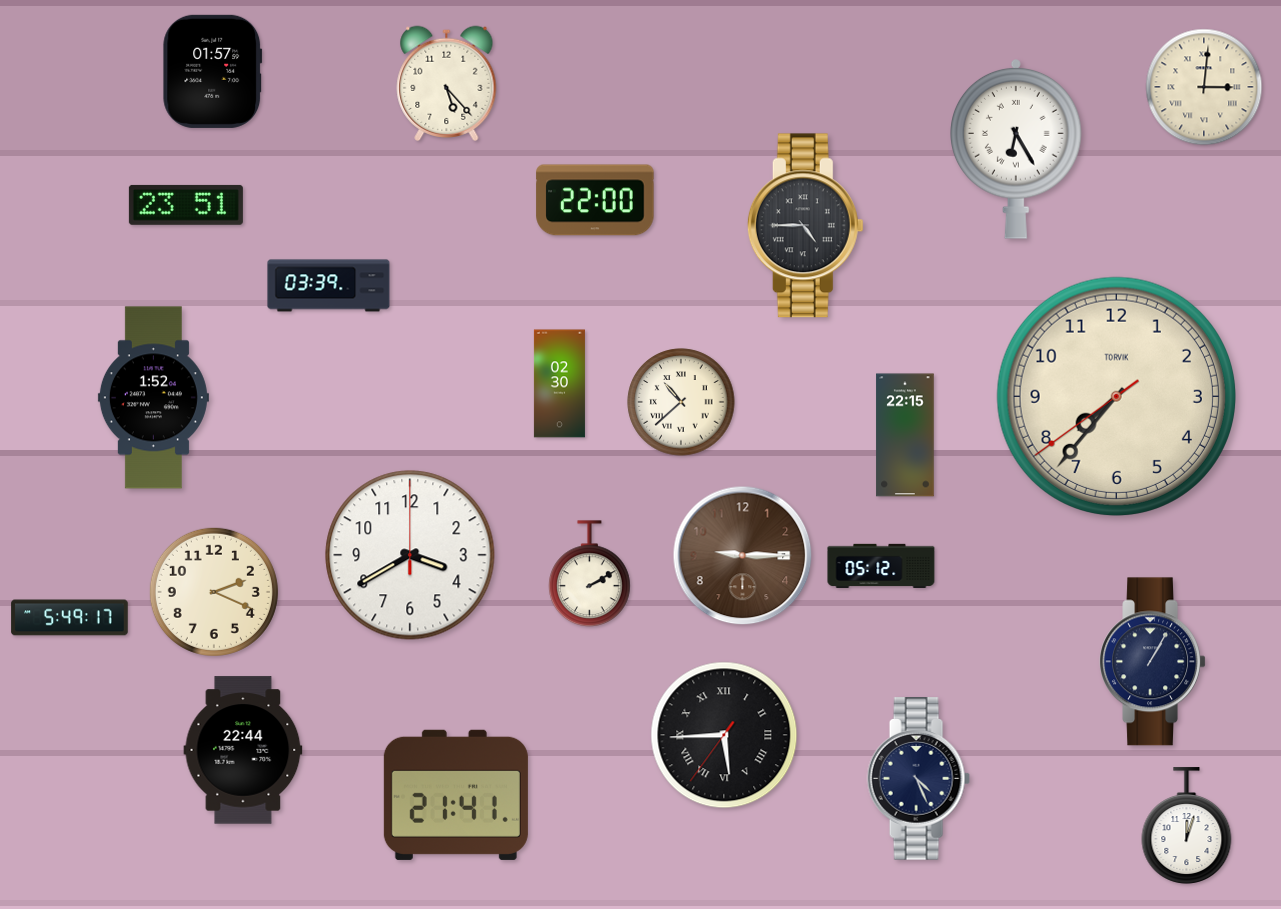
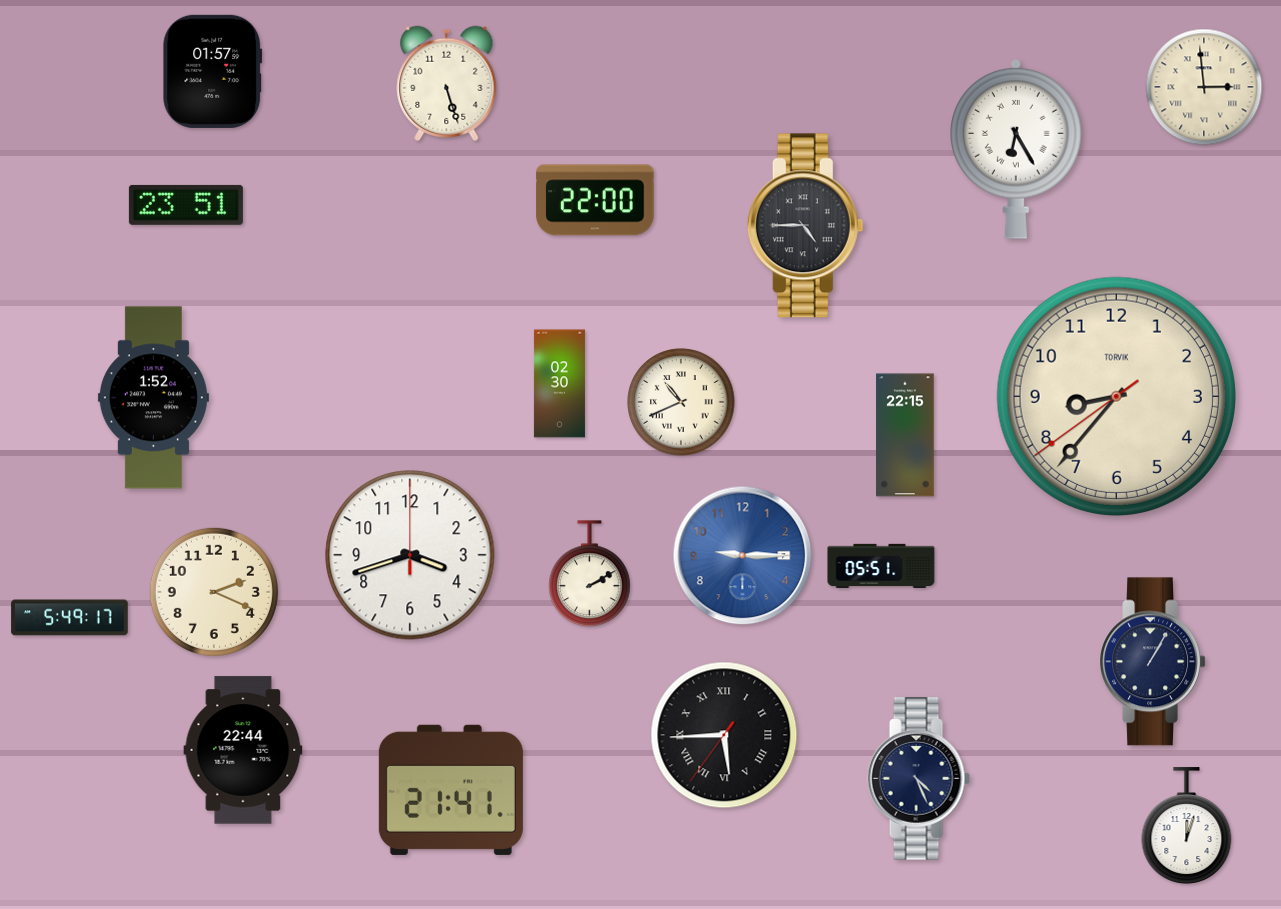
clock at (447, 83): 5:23 -> 5:27
clock at (1204, 87): 3:01 -> 2:59
clock at (329, 286): 03:39 -> none
clock at (1116, 396): 7:36 -> 8:36
clock at (681, 402): 10:38 -> 10:41
clock at (410, 555): 3:40 -> 3:42
clock at (743, 556) dial: brown -> blue
clock at (881, 565): 05:12 -> 05:51
clock at (456, 795) position: (456, 795) -> (451, 790)
